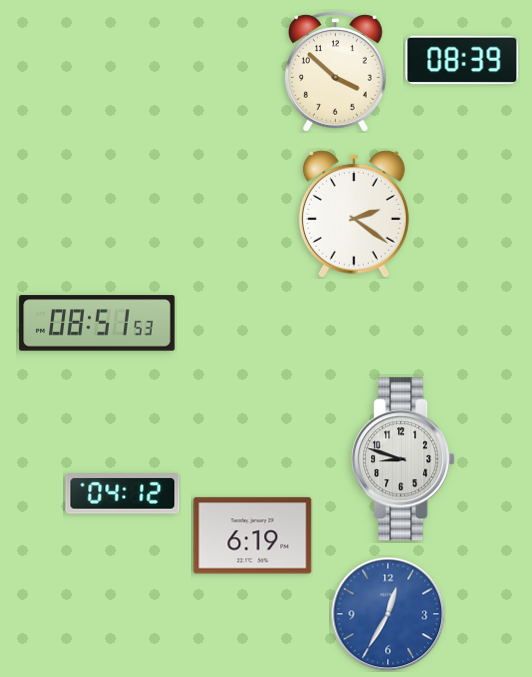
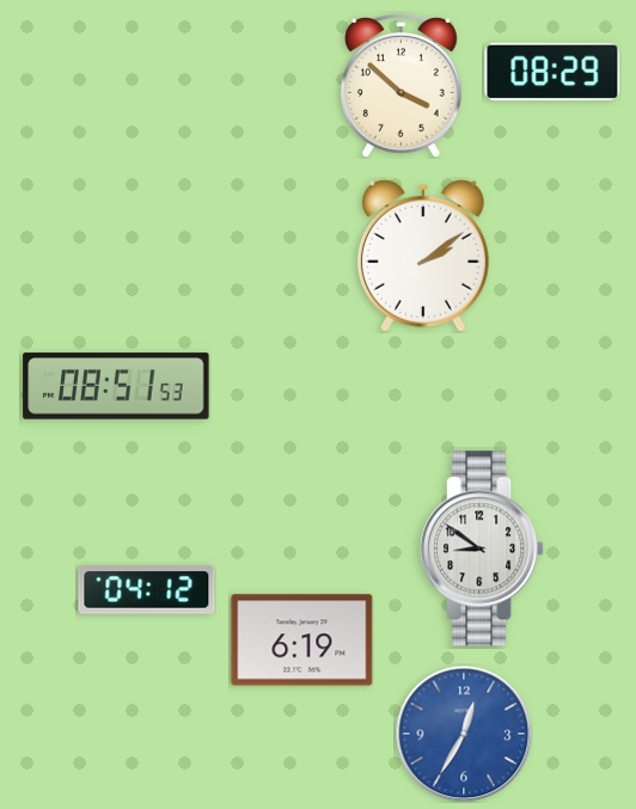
clock at (462, 60): 08:39 -> 08:29
clock at (354, 214): 2:21 -> 2:09
clock at (403, 459): 8:48 -> 8:51
